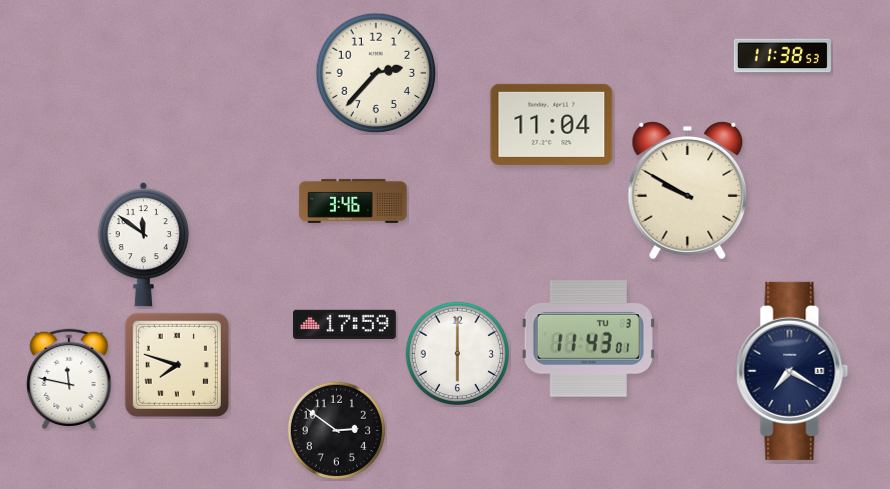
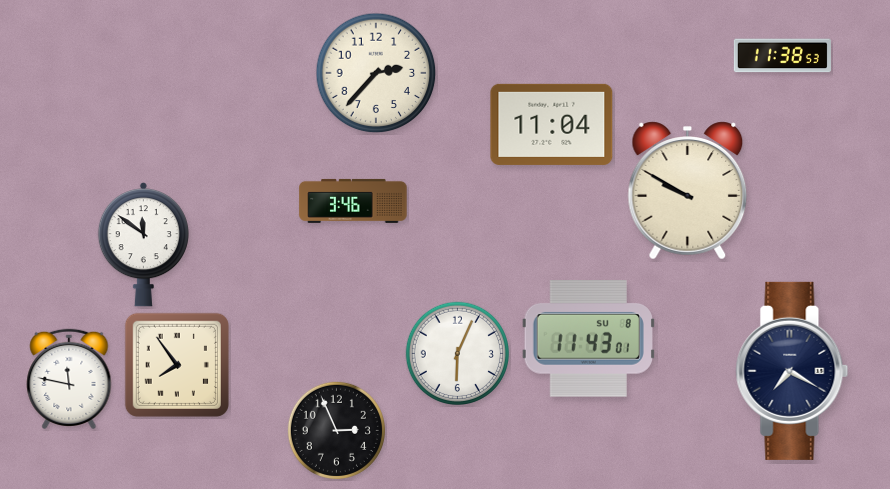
clock at (345, 324): 17:59 -> none
clock at (588, 339) date: TU 3 -> SU 8
clock at (457, 353): 6:00 -> 6:04
clock at (177, 365): 7:48 -> 7:54
clock at (336, 430): 2:51 -> 2:56
